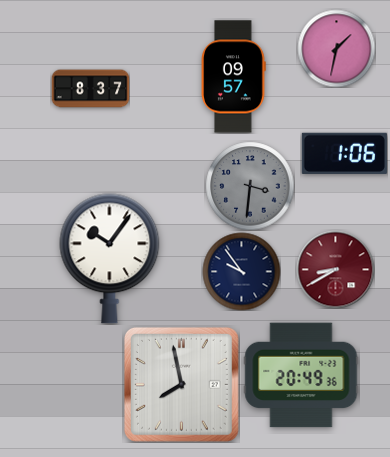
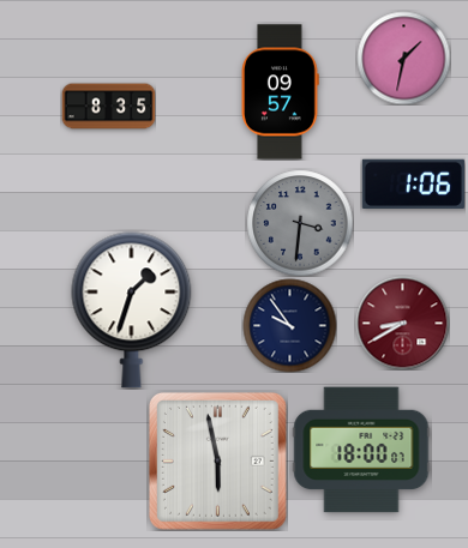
clock at (90, 89): 8:37 -> 8:35
clock at (110, 259): 10:06 -> 1:33
clock at (301, 375): 20:49 -> 18:00
clock at (181, 384): 7:58 -> 5:58
